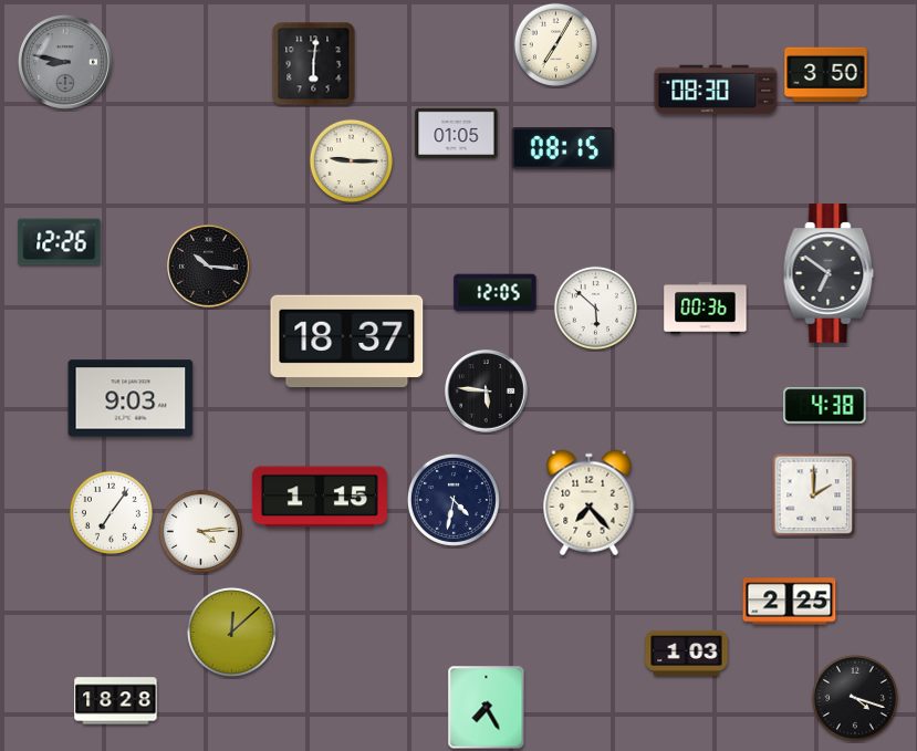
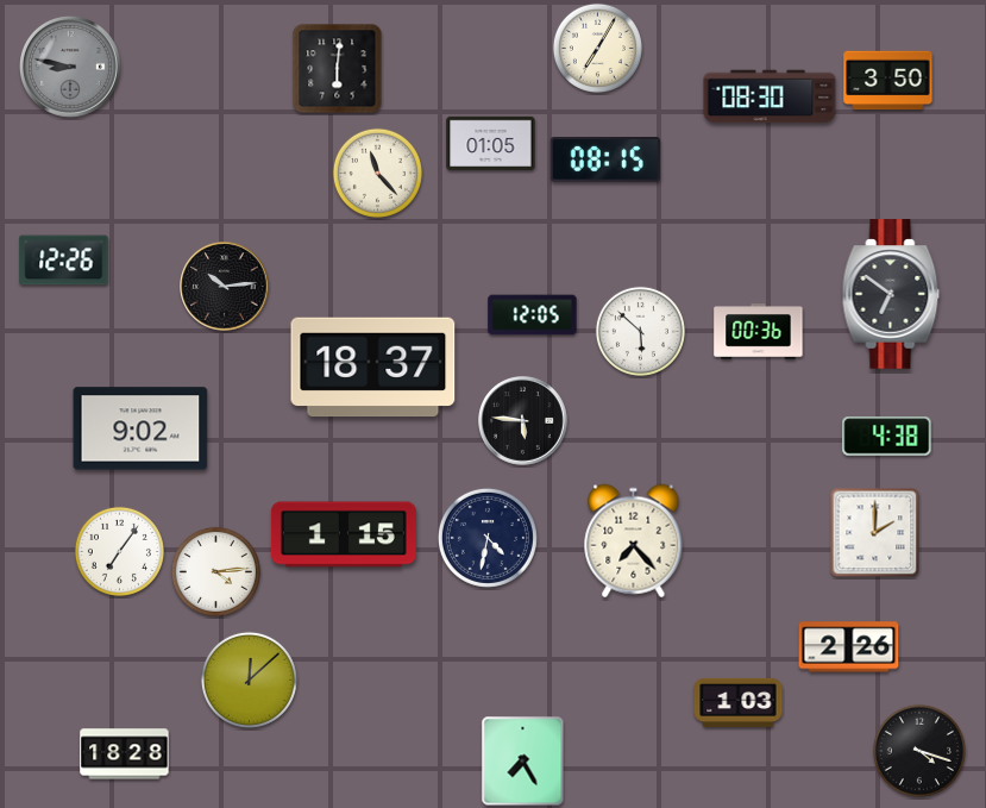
clock at (351, 160): 9:15 -> 11:23
clock at (209, 267): 10:16 -> 10:14
clock at (131, 398): 9:03 -> 9:02
clock at (790, 602): 2:25 -> 2:26
